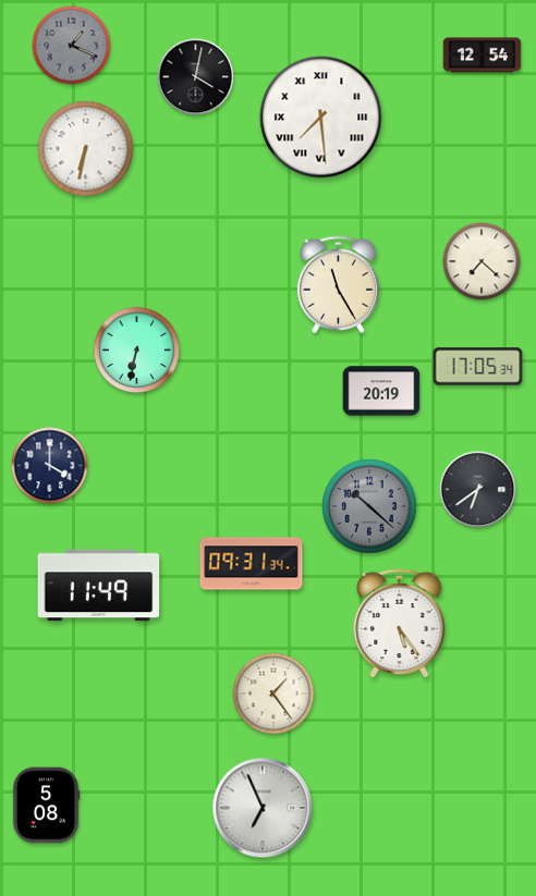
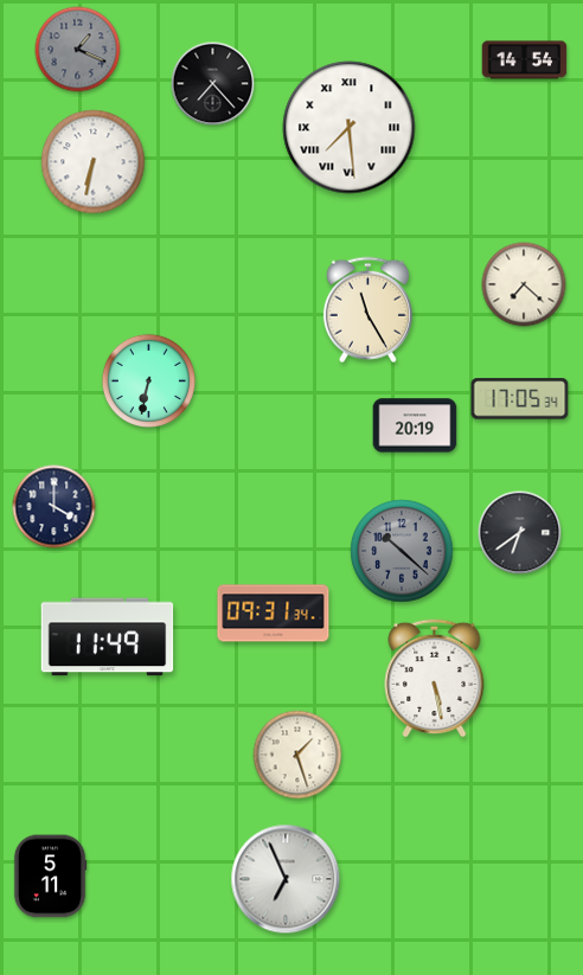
clock at (483, 56): 12:54 -> 14:54
clock at (196, 77): 4:02 -> 7:23
clock at (400, 623): 5:24 -> 5:28
clock at (273, 694): 1:24 -> 1:27
clock at (46, 806): 5:08 -> 5:11
